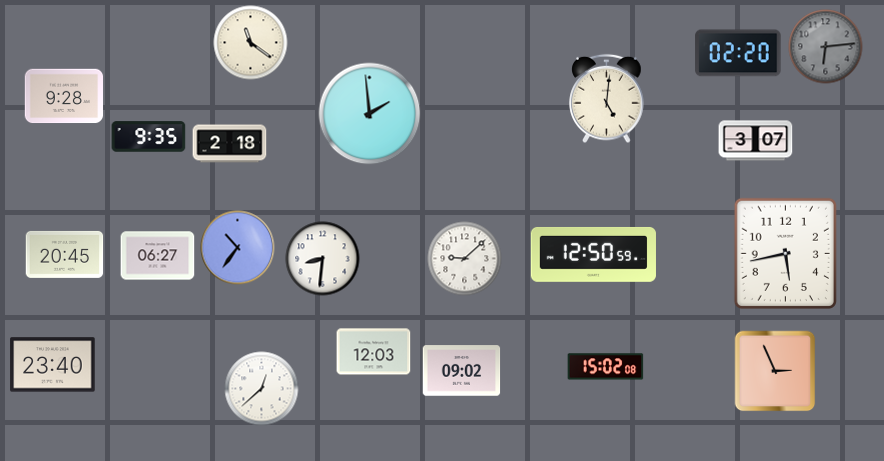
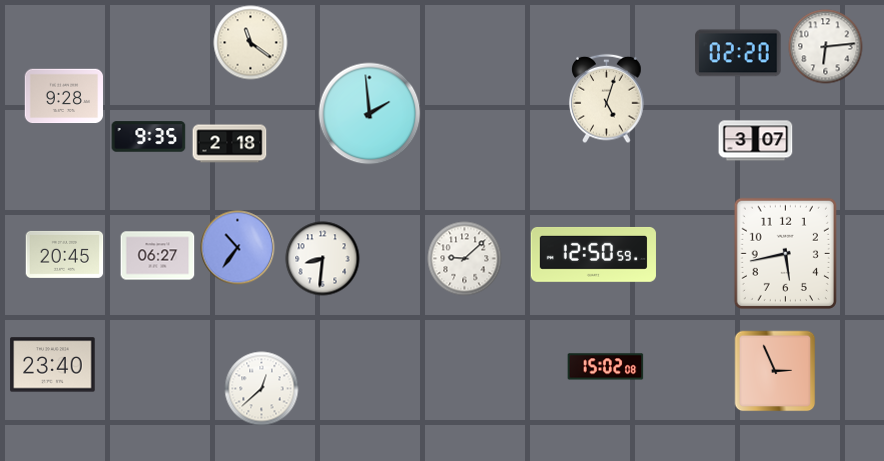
clock at (826, 47) dial: grey -> white
clock at (607, 99): 5:01 -> 5:03
clock at (374, 352): 12:03 -> none
clock at (462, 371): 09:02 -> none
